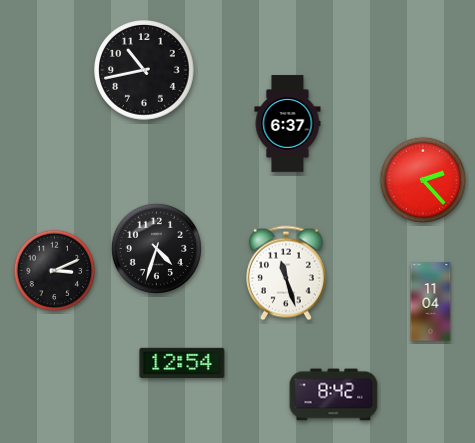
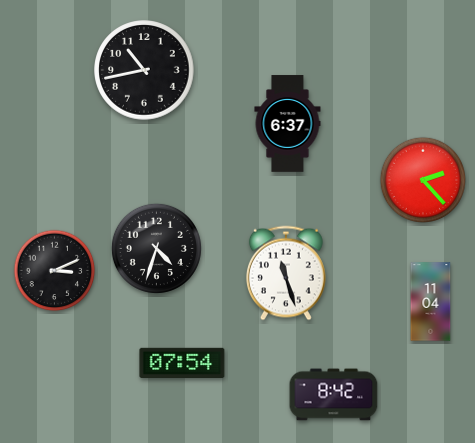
clock at (182, 362): 12:54 -> 07:54
